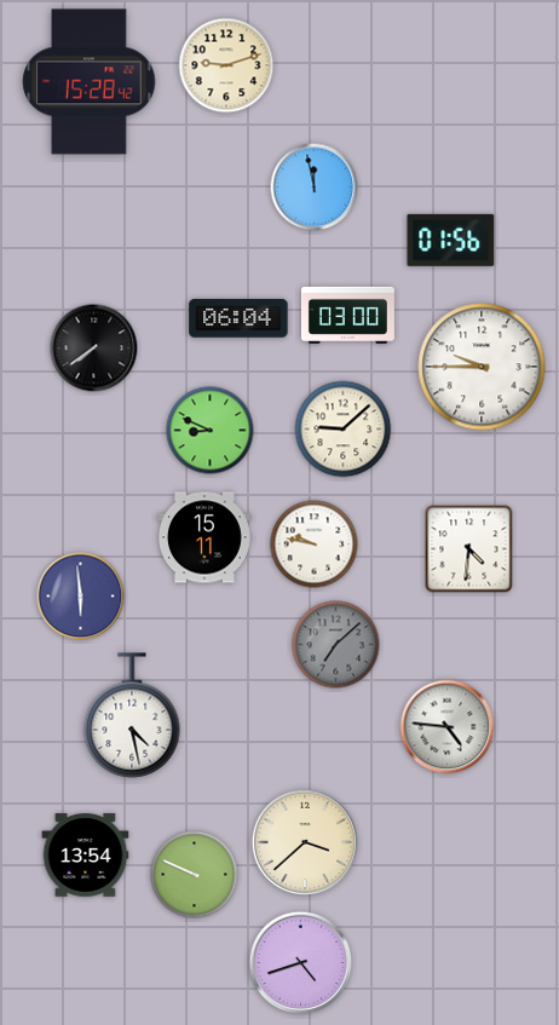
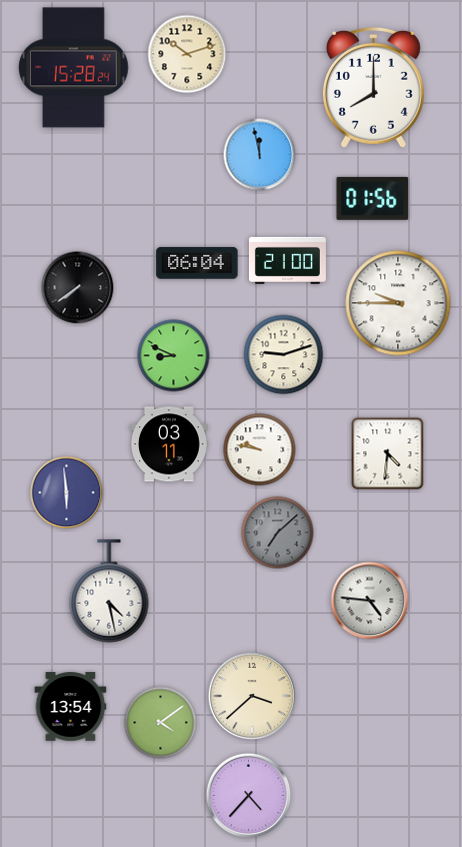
clock at (226, 65): 9:12 -> 10:12
clock at (90, 82): 15:28:42 -> 15:28:24
clock at (373, 87): none -> 8:00
clock at (347, 315): 03:00 -> 21:00
clock at (344, 430): 9:08 -> 9:12
clock at (204, 537): 15:11 -> 03:11
clock at (195, 875): 9:49 -> 4:09
clock at (301, 963): 4:42 -> 4:37
